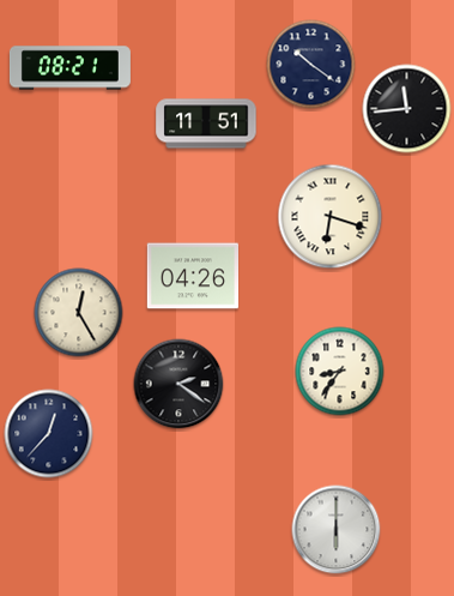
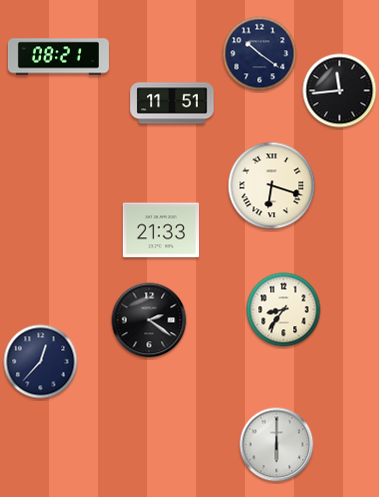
clock at (331, 217) position: (331, 217) -> (272, 186)
clock at (192, 276): 04:26 -> 21:33
clock at (79, 313): 12:25 -> none
clock at (337, 530) position: (337, 530) -> (277, 445)
